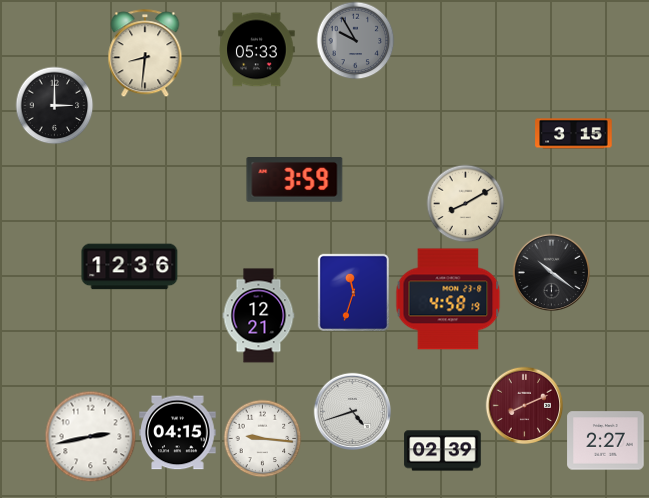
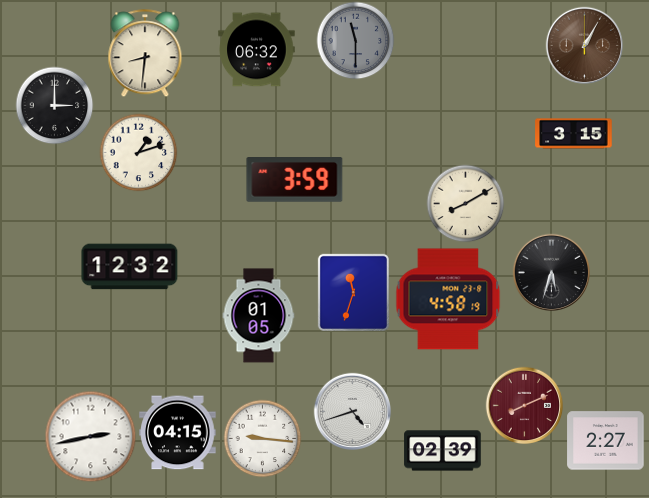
clock at (355, 40): 9:55 -> 11:30
clock at (584, 45): none -> 1:05
clock at (257, 50): 05:33 -> 06:32
clock at (138, 152): none -> 1:12
clock at (130, 267): 12:36 -> 12:32
clock at (551, 272): 10:21 -> 5:33
clock at (259, 316): 12:21 -> 01:05
